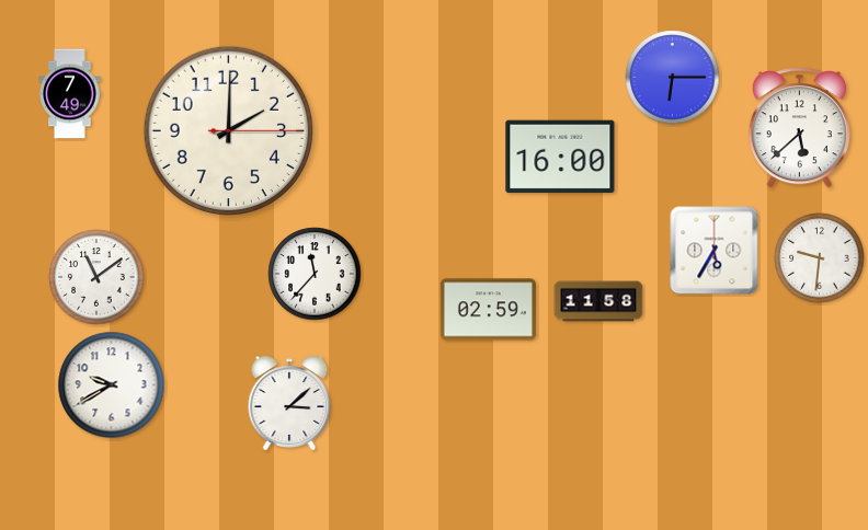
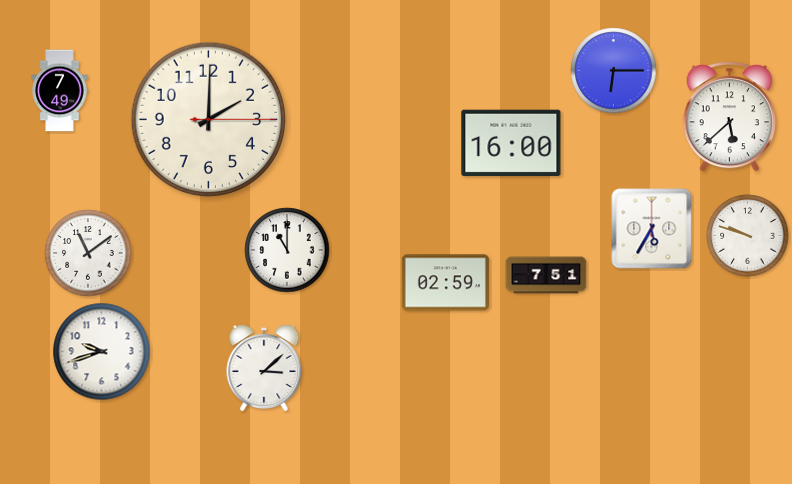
clock at (70, 94) position: (70, 94) -> (60, 91)
clock at (820, 258): 9:31 -> 9:48
clock at (315, 274): 11:37 -> 11:00
clock at (598, 301): 11:58 -> 7:51
clock at (112, 385): 9:40 -> 9:42
